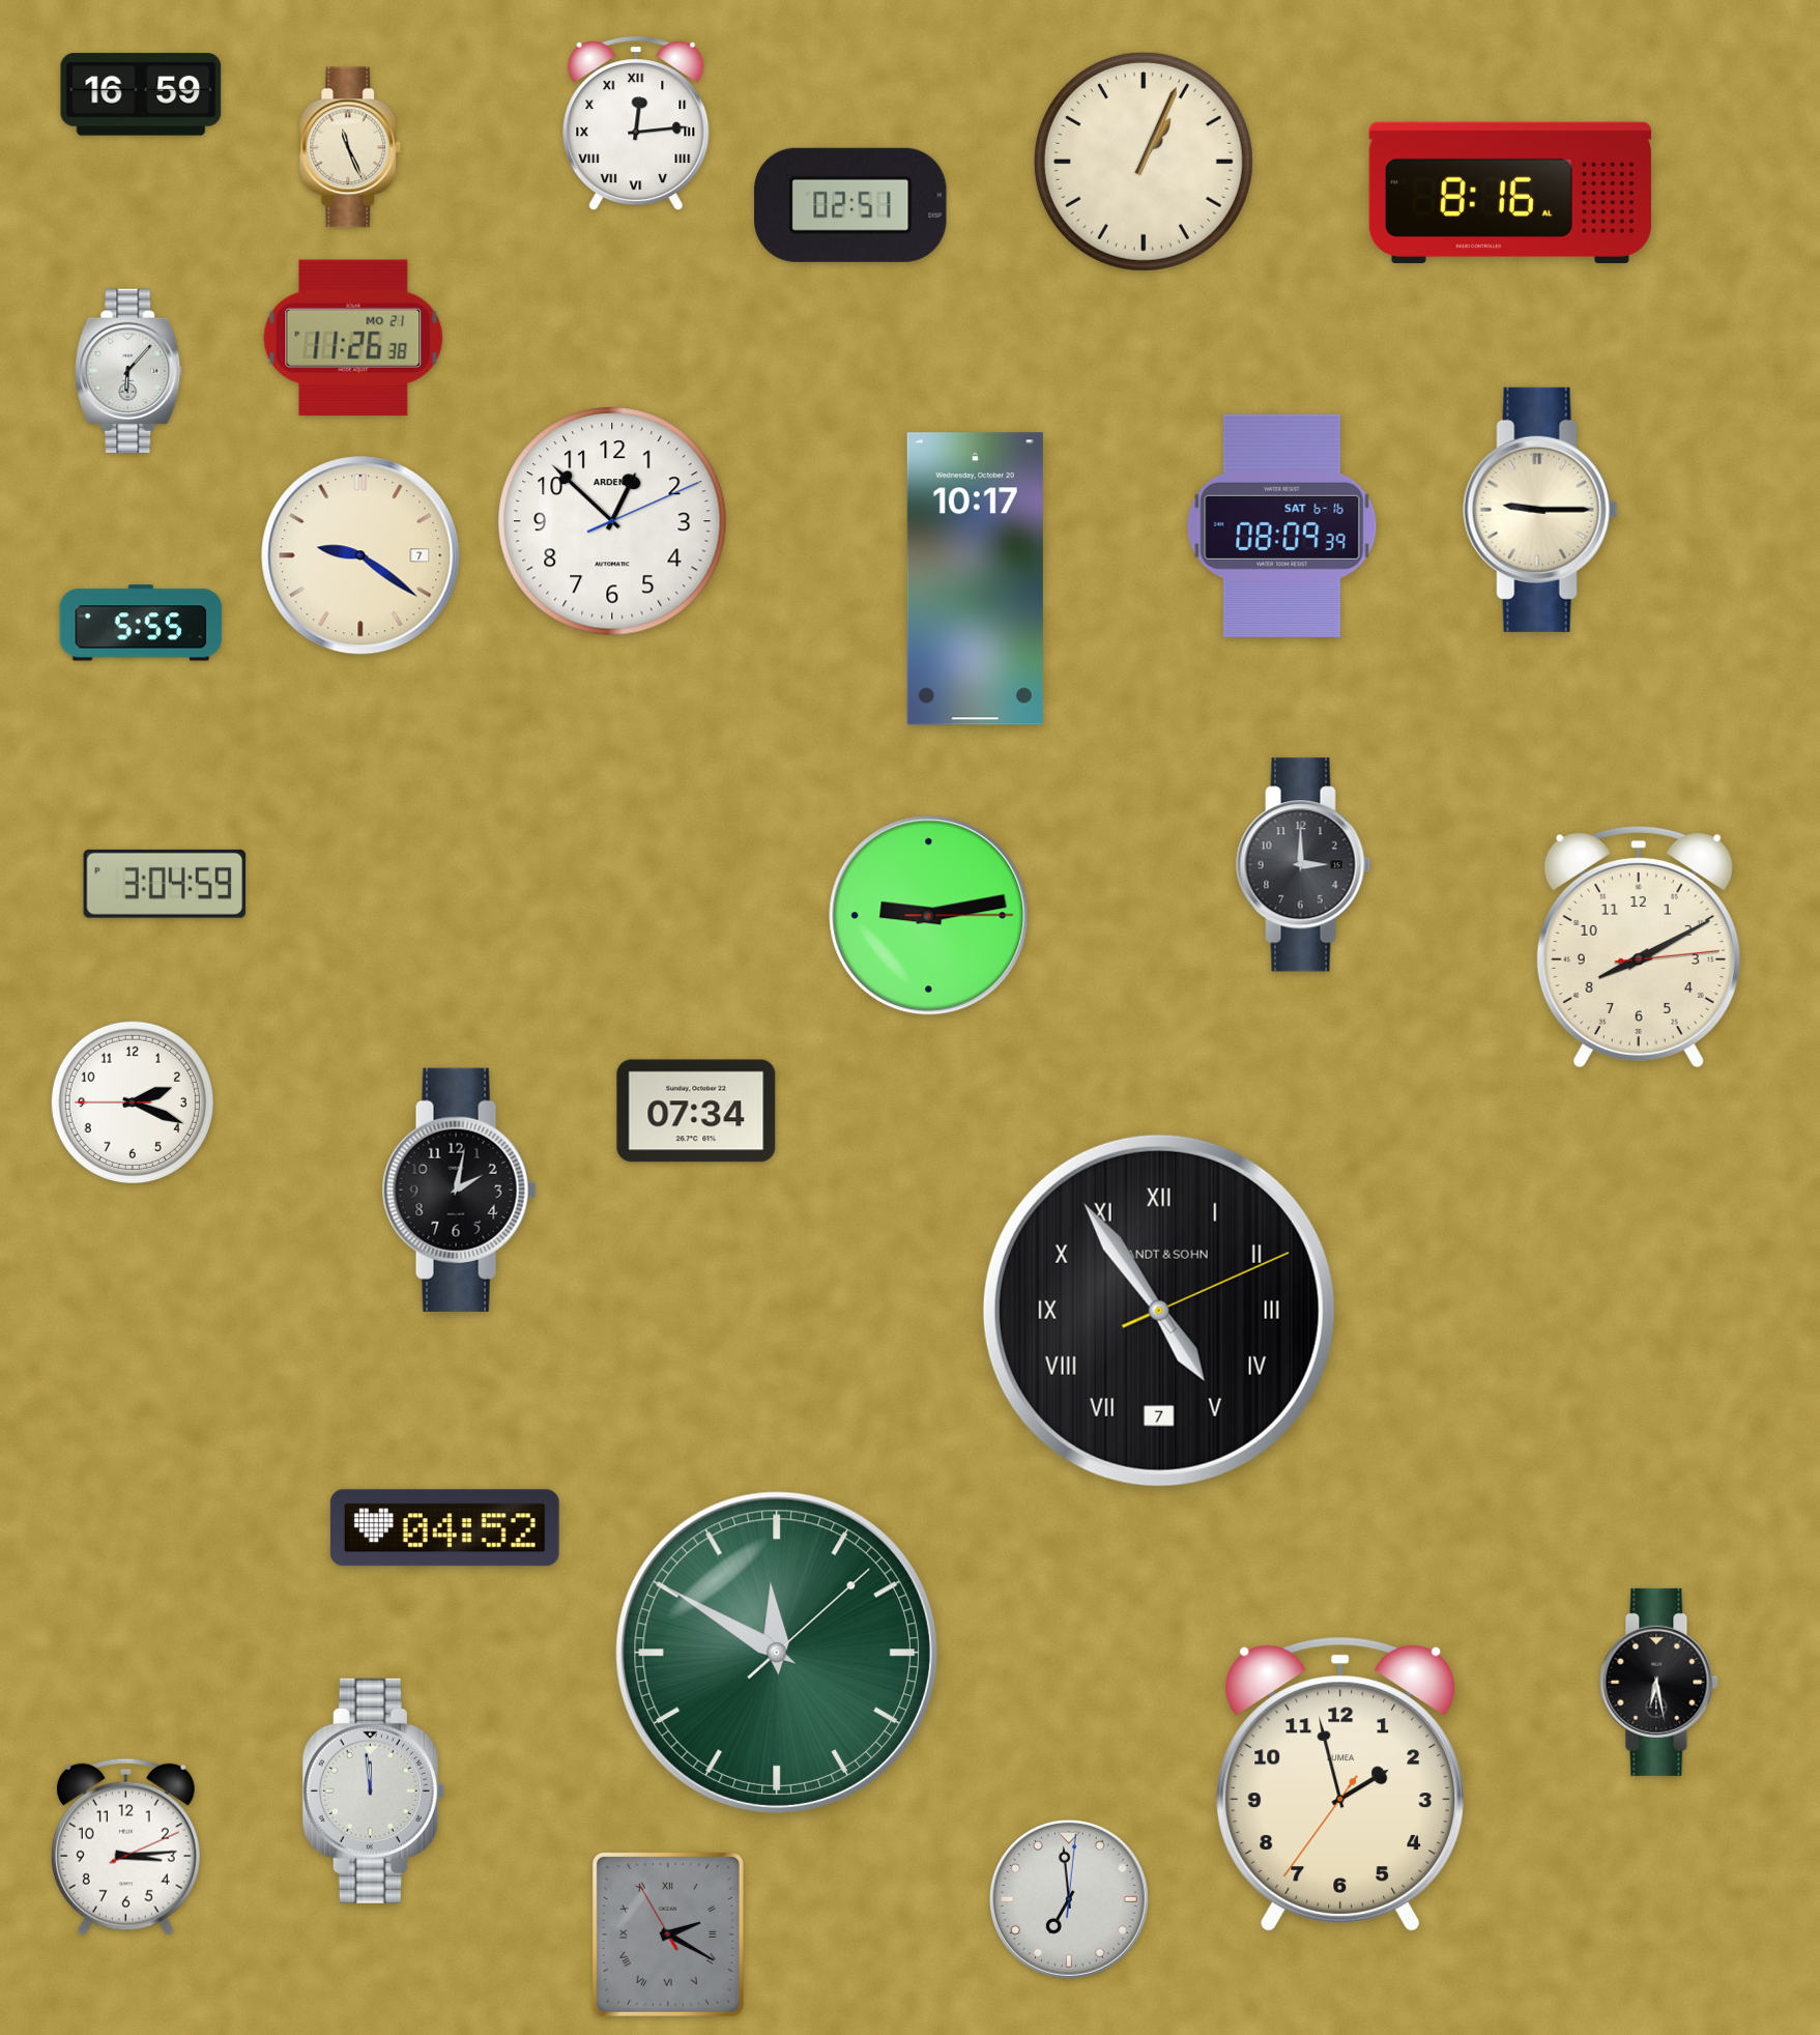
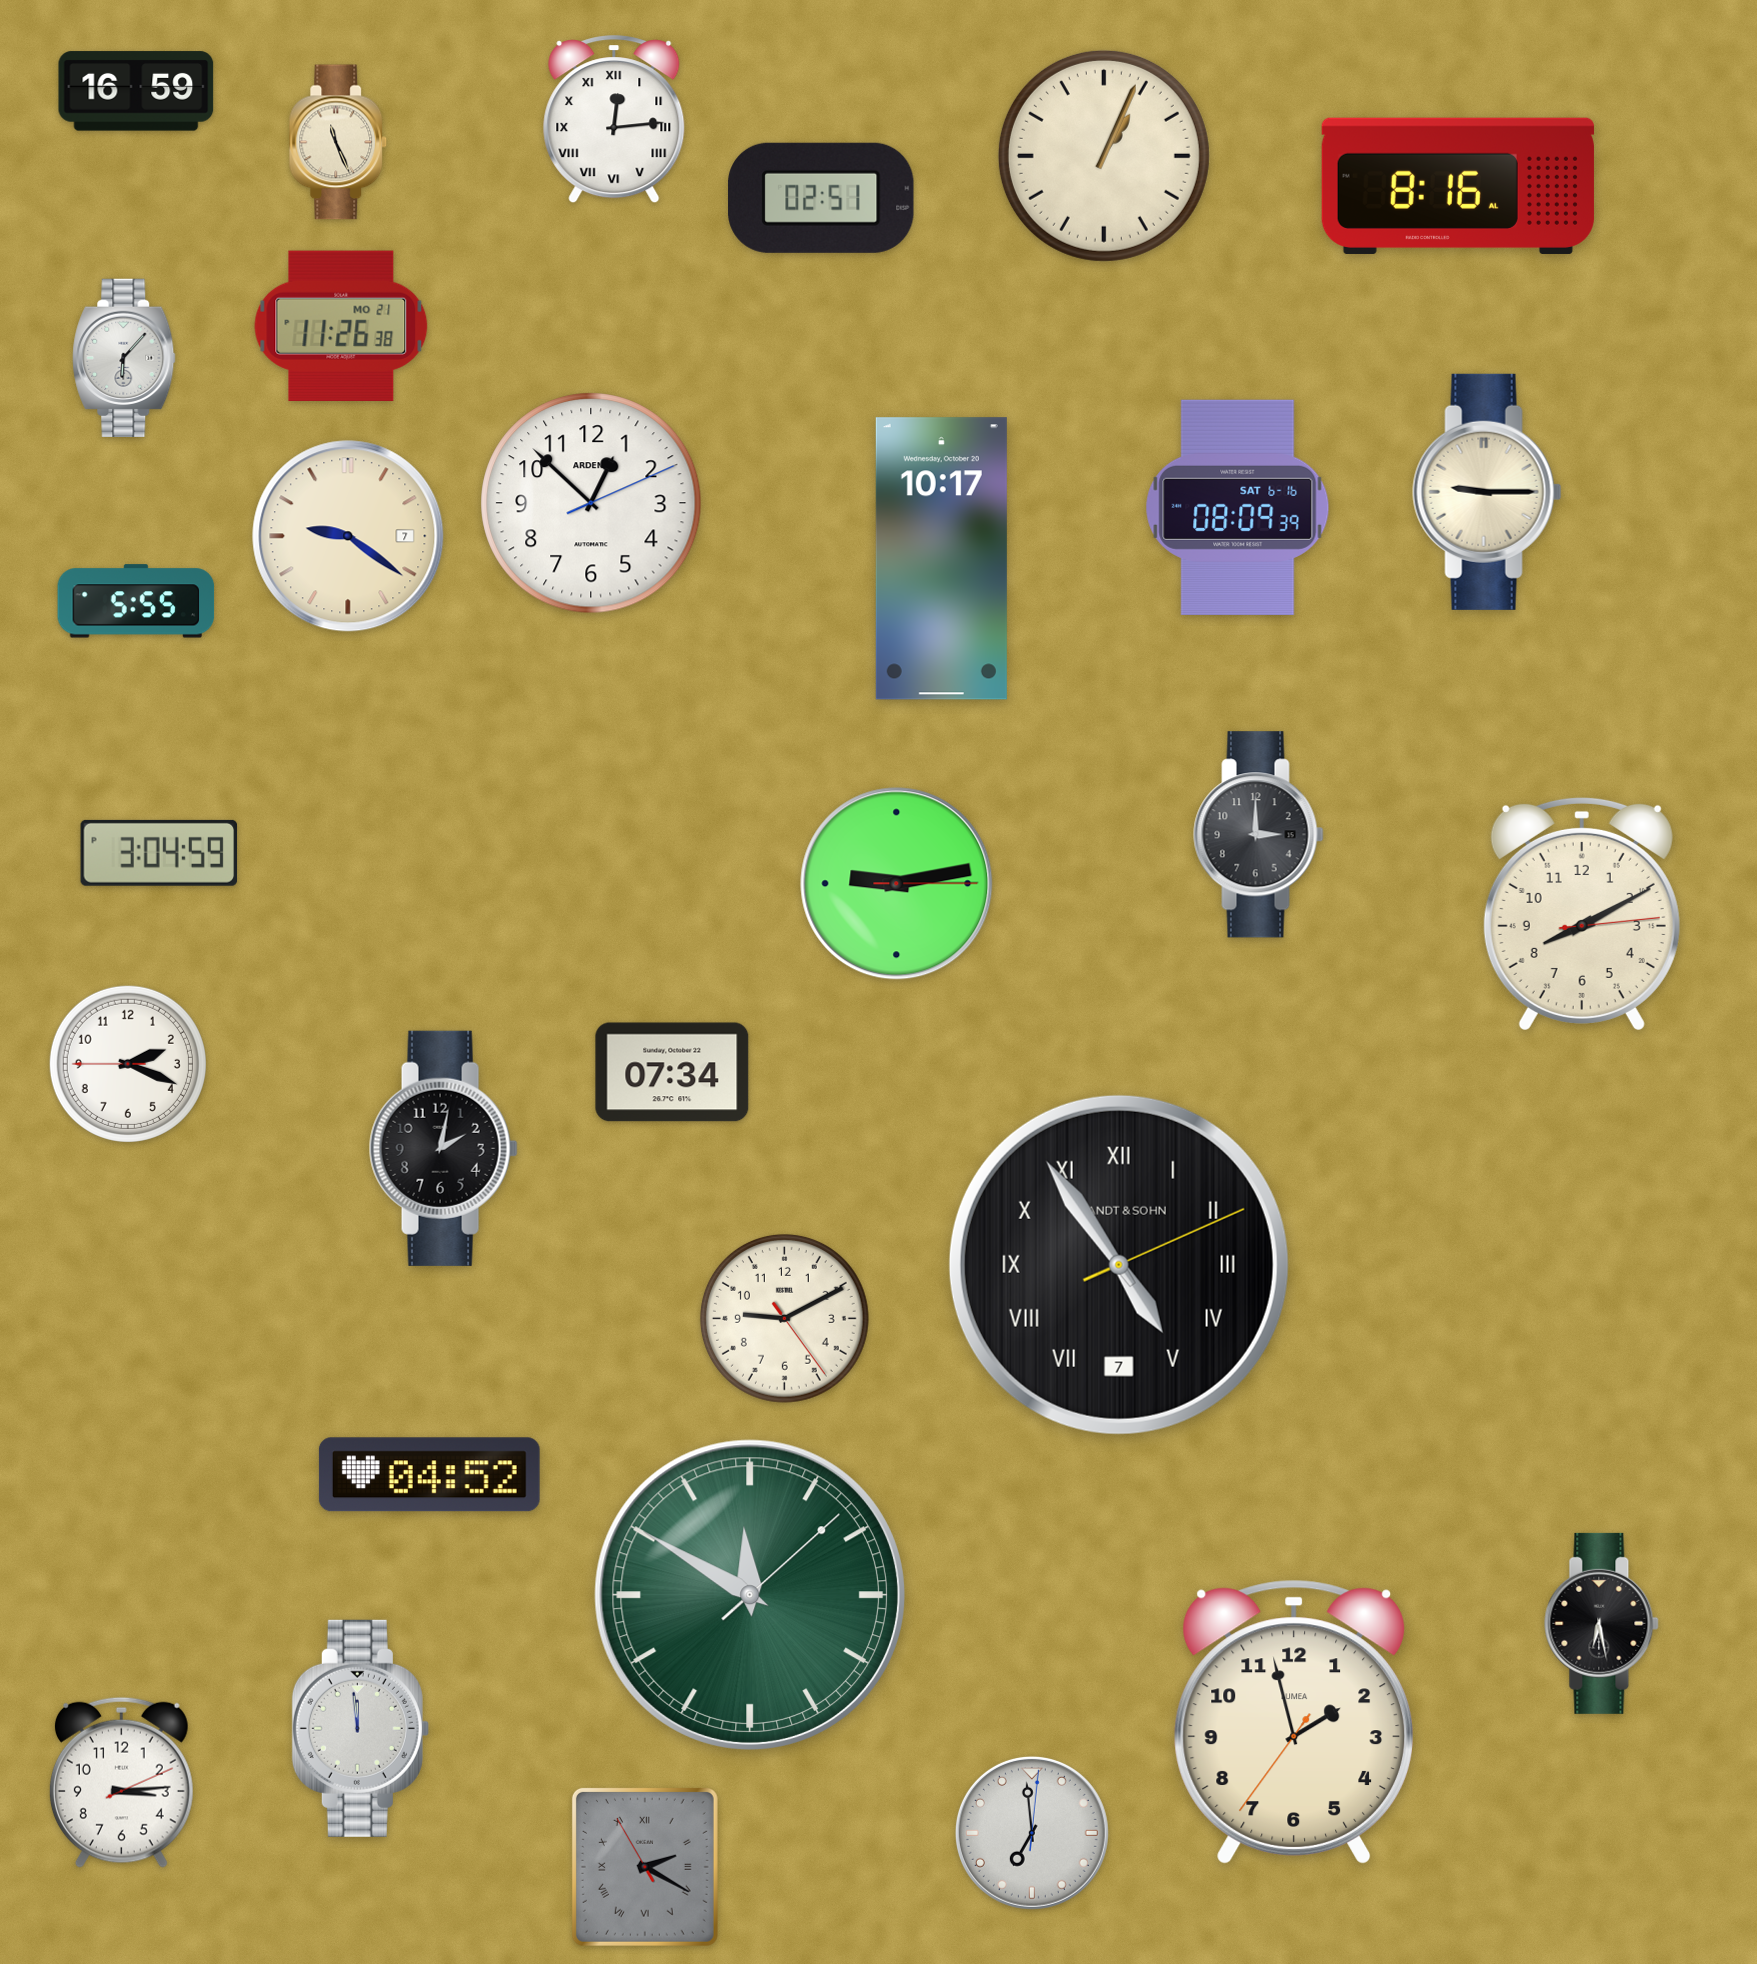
clock at (784, 1318): none -> 9:10
